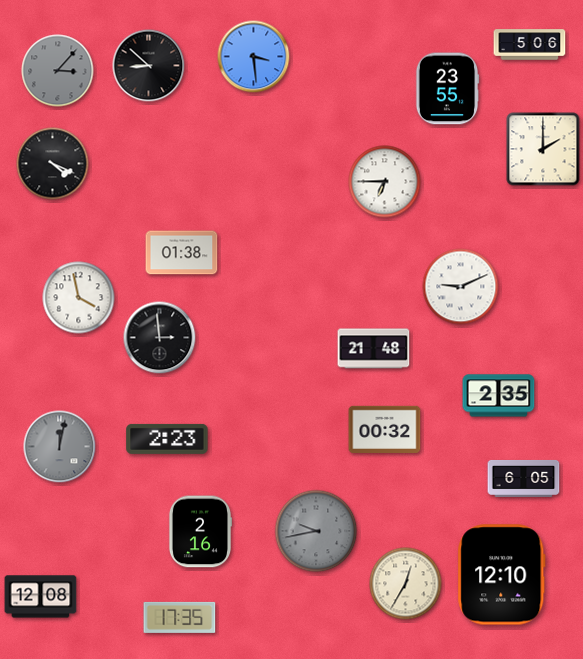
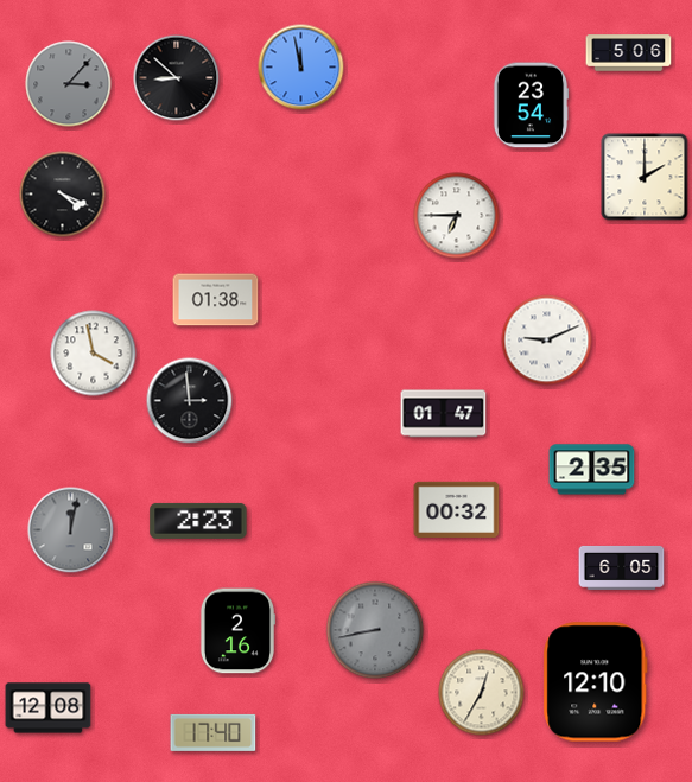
clock at (254, 57): 3:29 -> 11:58
clock at (447, 89): 23:55 -> 23:54
clock at (374, 349): 21:48 -> 01:47
clock at (316, 531): 9:43 -> 8:43
clock at (180, 617): 17:35 -> 17:40
